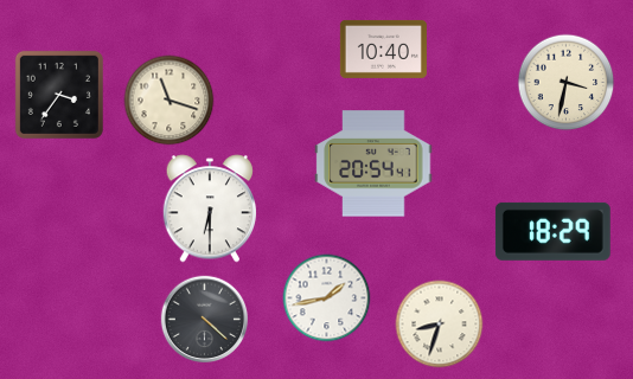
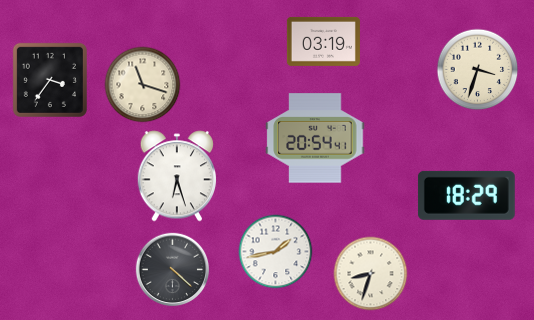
clock at (383, 49): 10:40 -> 03:19
clock at (567, 83): 3:32 -> 3:33
clock at (210, 208): 6:30 -> 6:27
